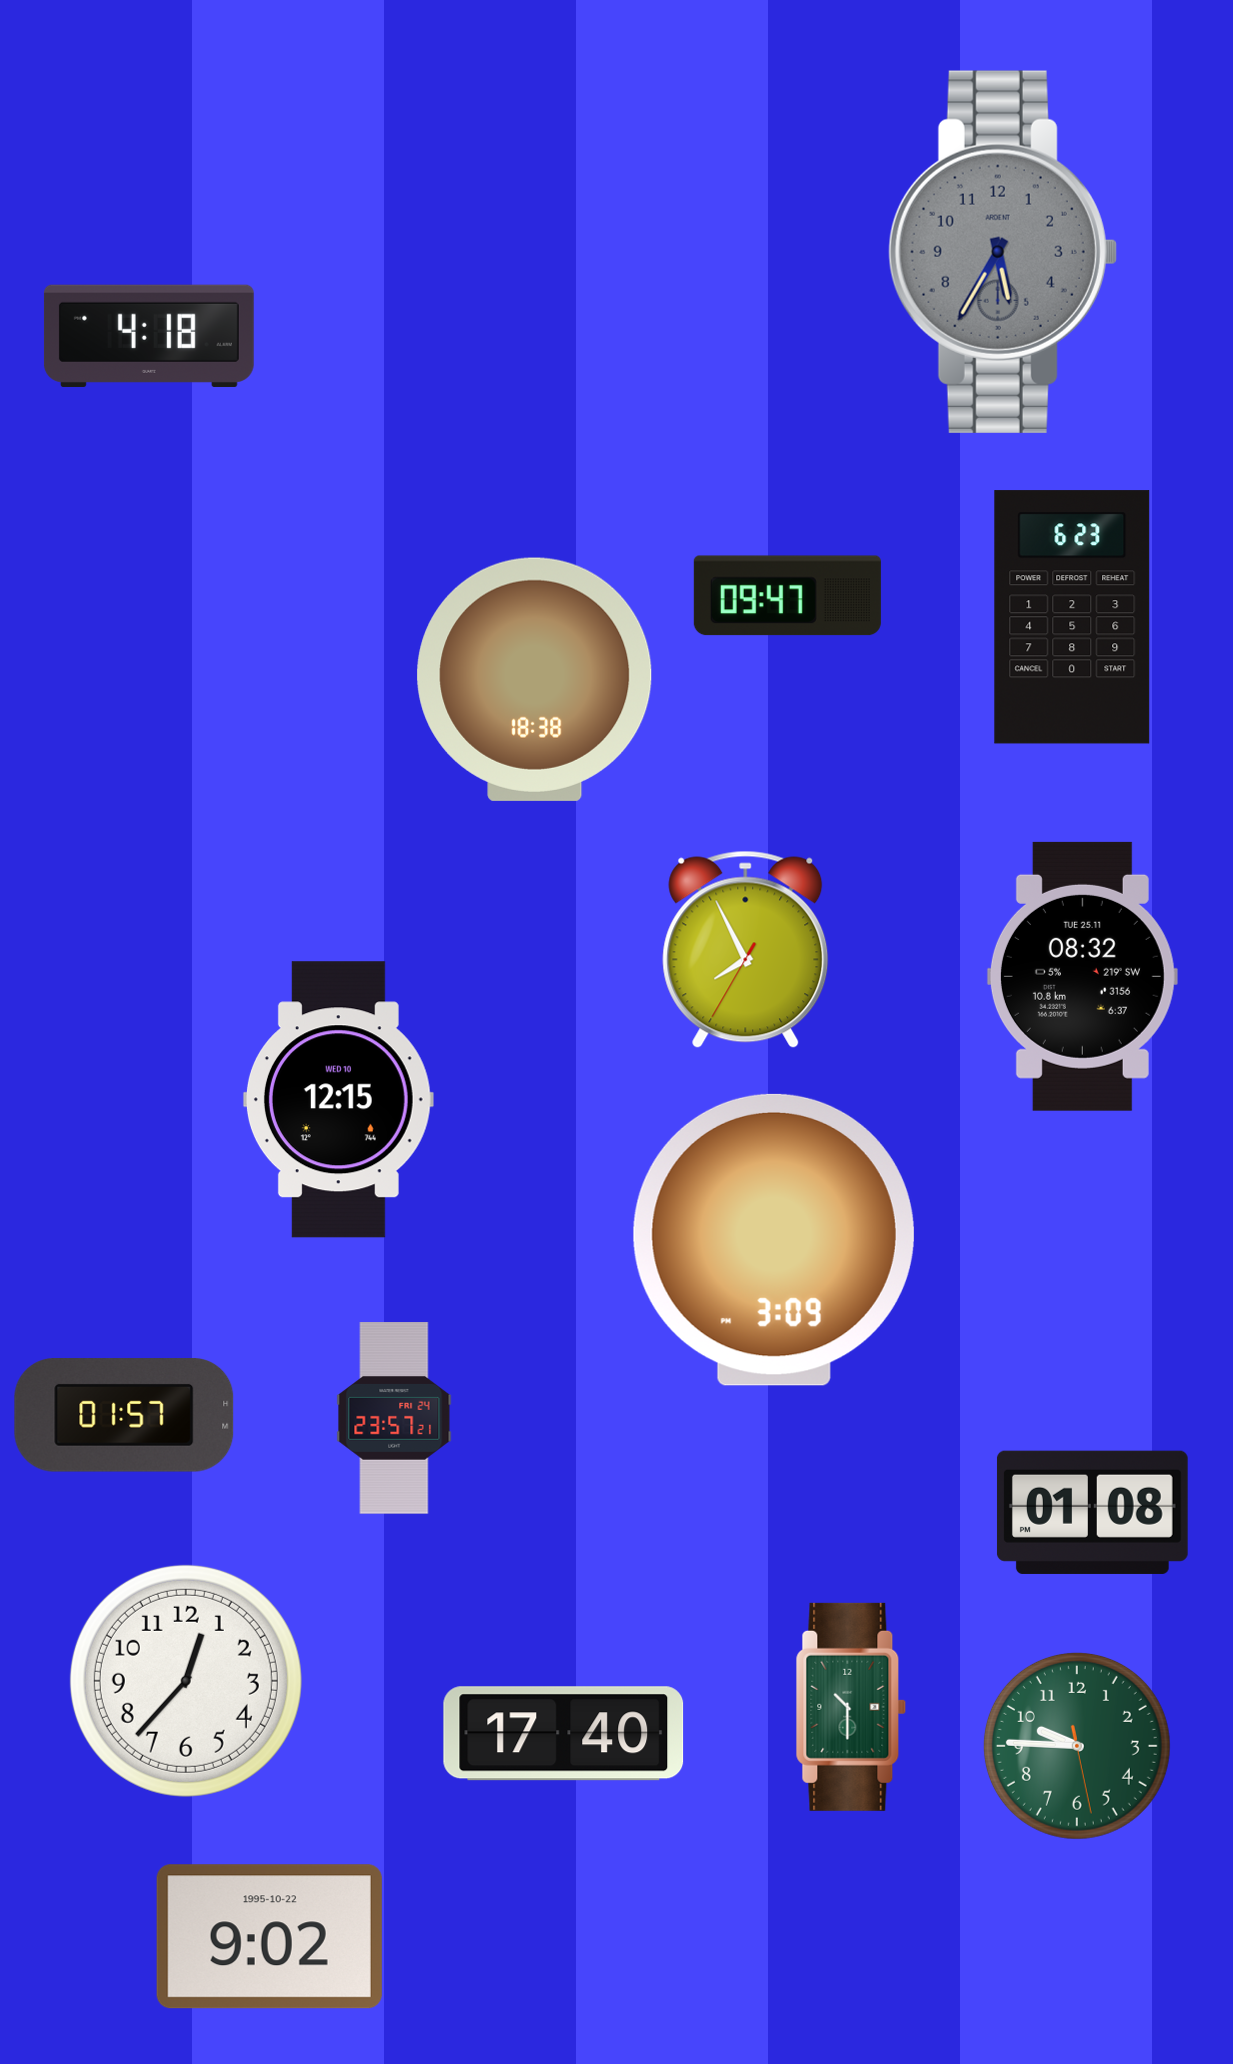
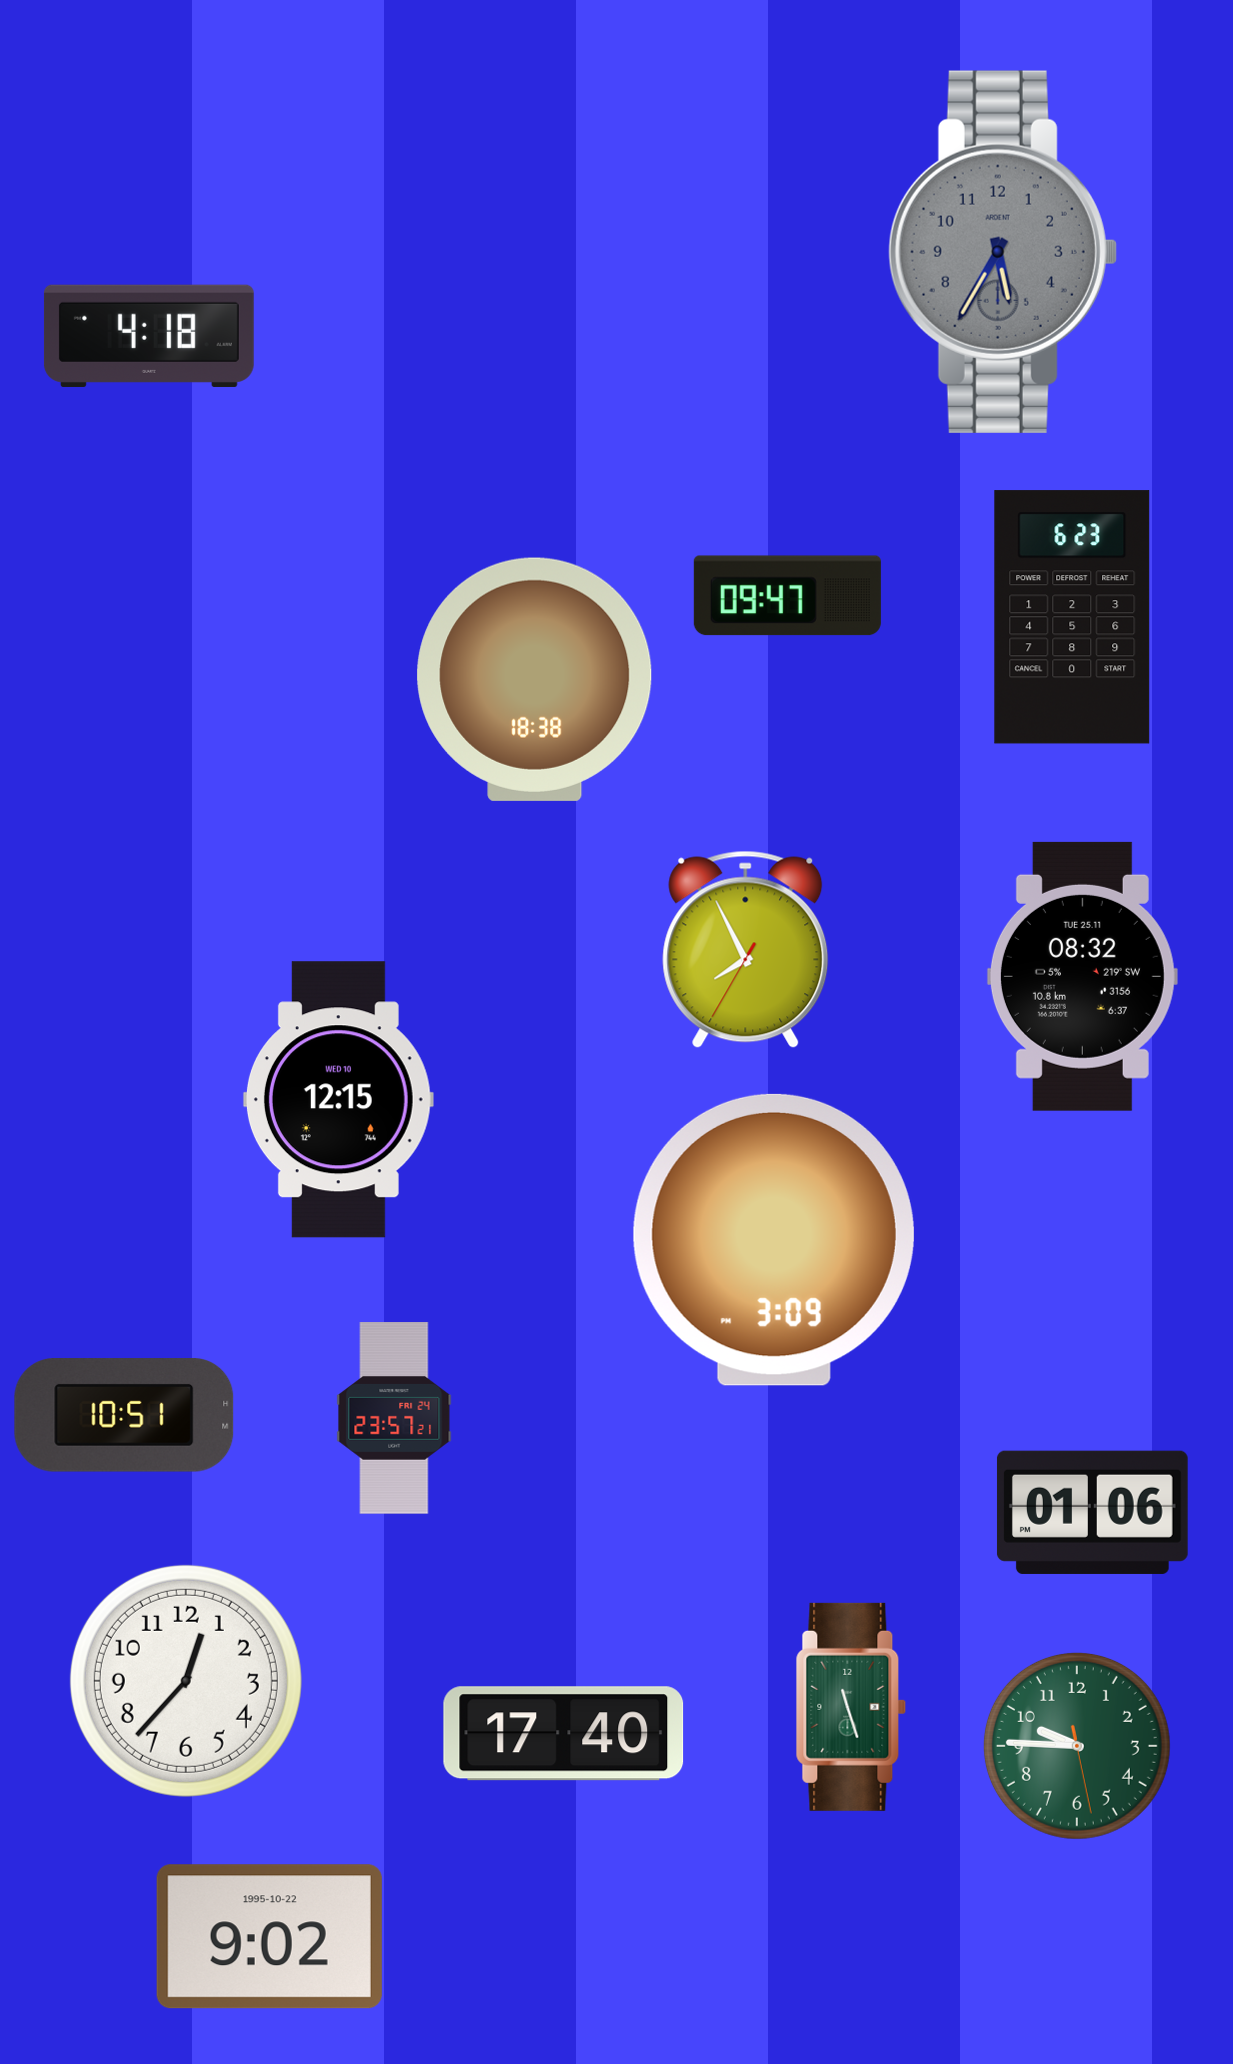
clock at (124, 1415): 01:57 -> 10:51
clock at (1092, 1512): 01:08 -> 01:06
clock at (851, 1707): 10:30 -> 11:27
